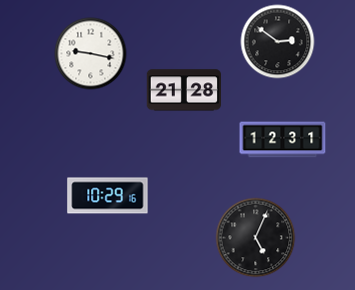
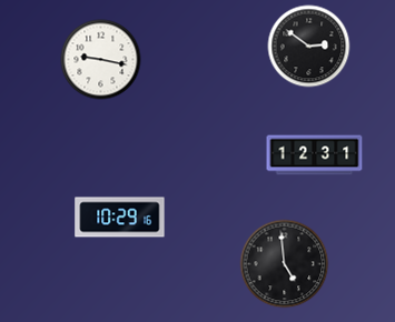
clock at (184, 90): 21:28 -> none
clock at (256, 238): 5:04 -> 4:59
